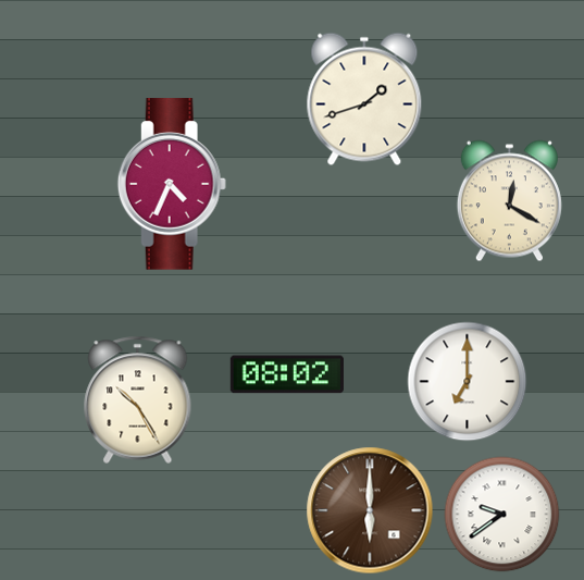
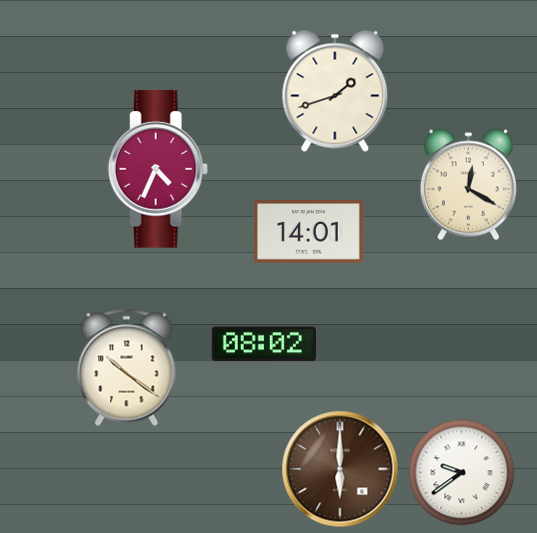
clock at (308, 232): none -> 14:01
clock at (468, 382): 7:00 -> none
clock at (138, 399): 10:25 -> 10:21
